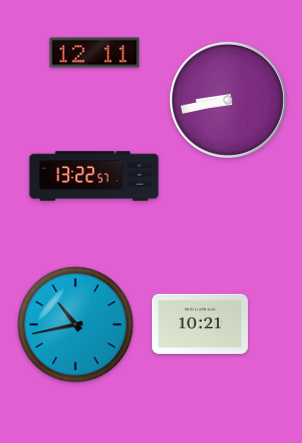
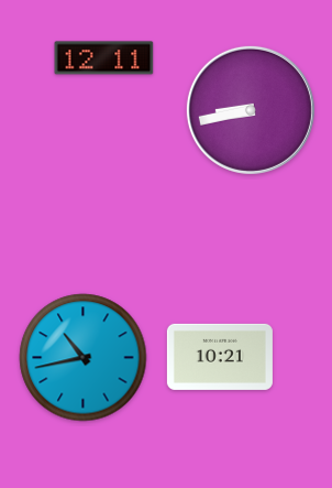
clock at (94, 176): 13:22 -> none
